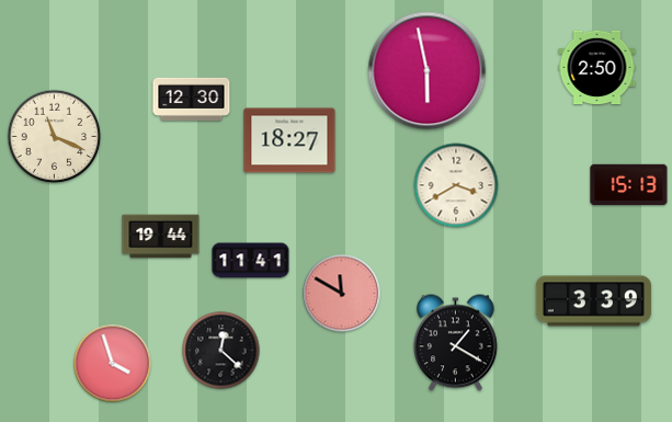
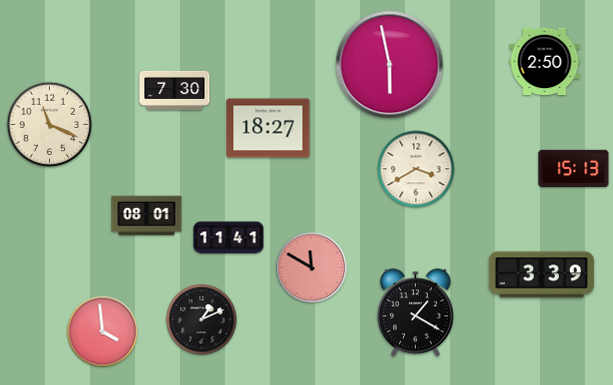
clock at (192, 99): 12:30 -> 7:30
clock at (289, 140) position: (289, 140) -> (268, 128)
clock at (161, 237): 19:44 -> 08:01
clock at (221, 351): 12:22 -> 1:11
clock at (113, 364): 3:57 -> 3:59
